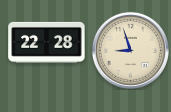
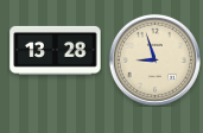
clock at (47, 42): 22:28 -> 13:28
